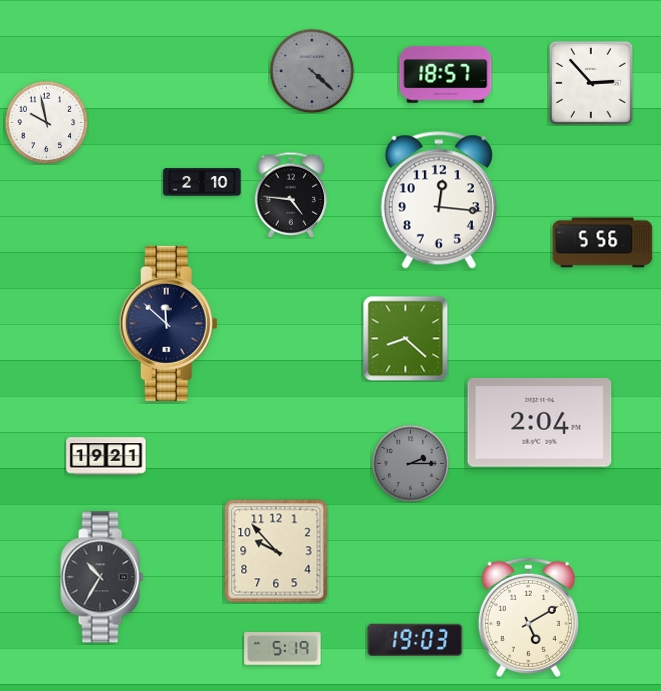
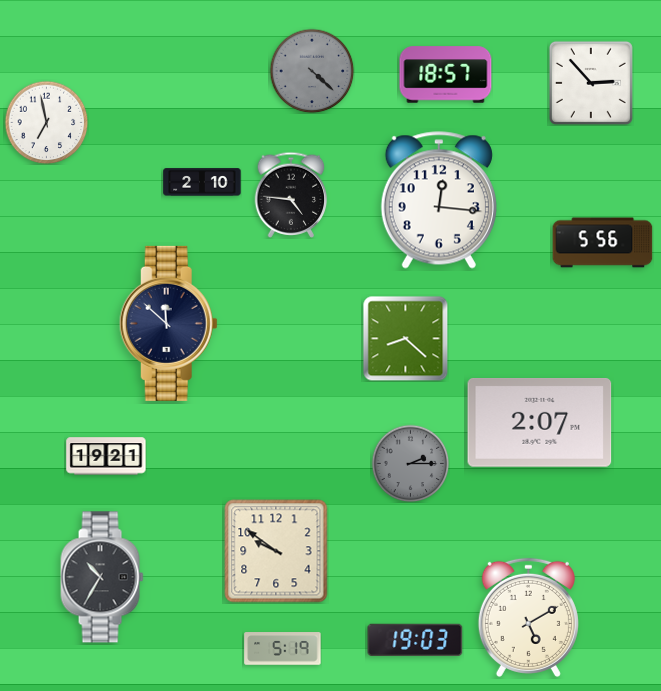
clock at (46, 122): 9:58 -> 6:58
clock at (540, 423): 2:04 -> 2:07
clock at (276, 551): 9:53 -> 9:51
